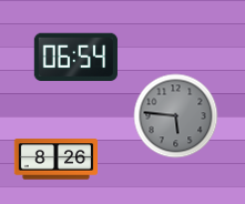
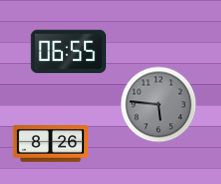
clock at (75, 58): 06:54 -> 06:55
